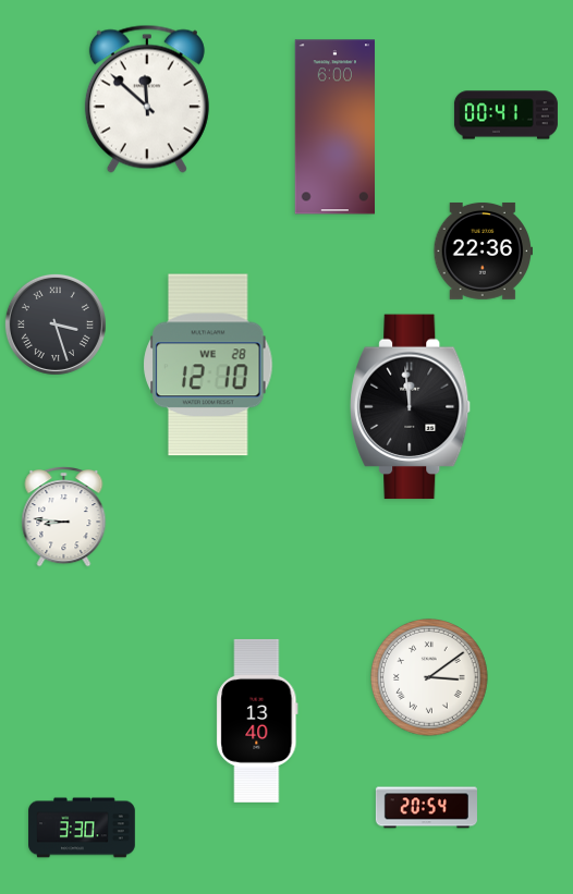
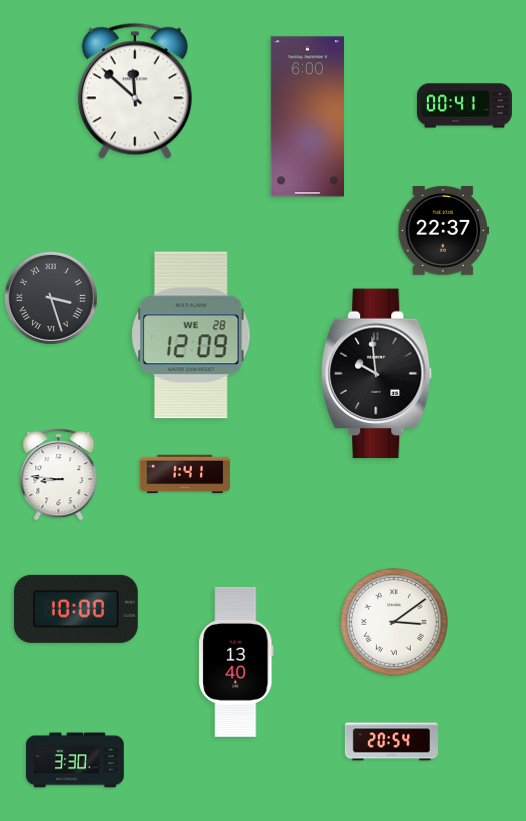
clock at (484, 250): 22:36 -> 22:37
clock at (208, 365): 12:10 -> 12:09
clock at (411, 407): 11:59 -> 9:59
clock at (185, 474): none -> 1:41
clock at (76, 609): none -> 10:00
